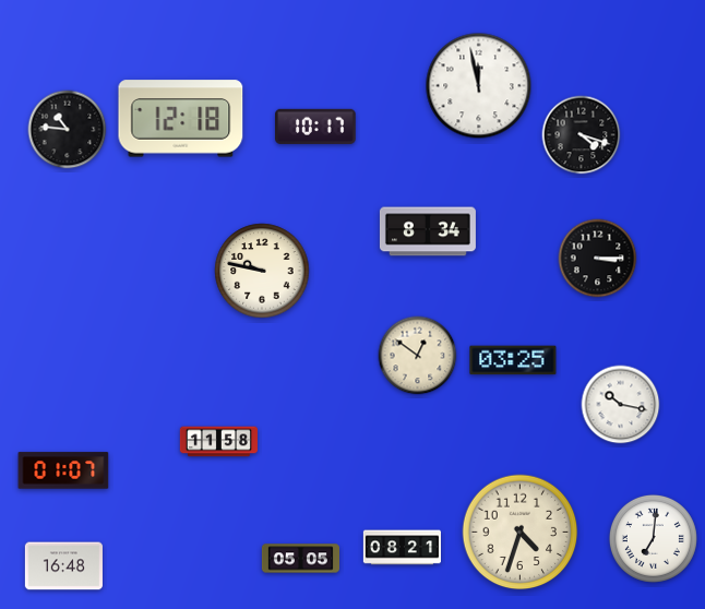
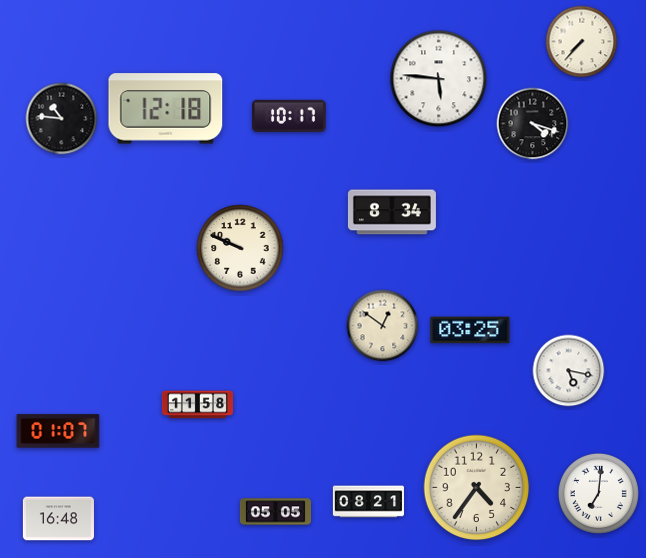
clock at (582, 42): none -> 7:37
clock at (479, 86): 11:58 -> 5:46
clock at (598, 259): 3:15 -> none
clock at (262, 271): 9:47 -> 9:49
clock at (621, 405): 10:17 -> 5:17
clock at (218, 442) position: (218, 442) -> (197, 405)
clock at (521, 533): 4:33 -> 4:36
